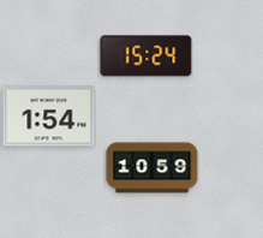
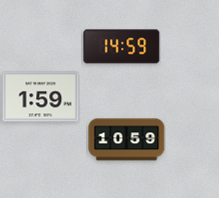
clock at (147, 56): 15:24 -> 14:59
clock at (49, 117): 1:54 -> 1:59
